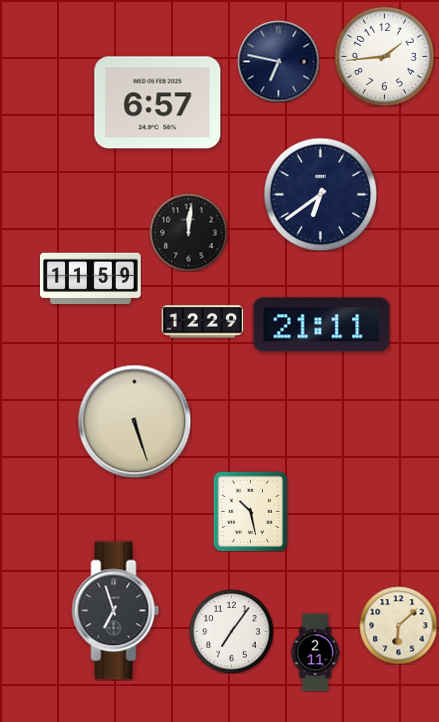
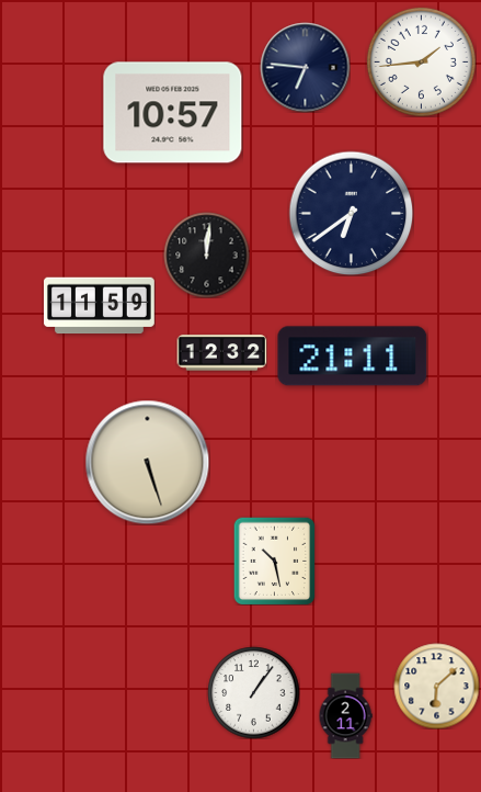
clock at (278, 61): 6:47 -> 6:46
clock at (158, 103): 6:57 -> 10:57
clock at (202, 322): 12:29 -> 12:32
clock at (116, 611): 6:57 -> none
clock at (231, 631): 7:06 -> 1:06
